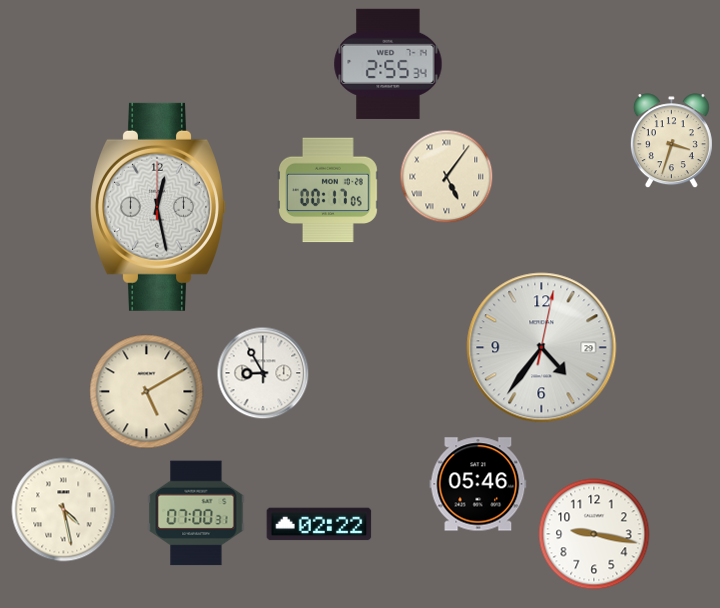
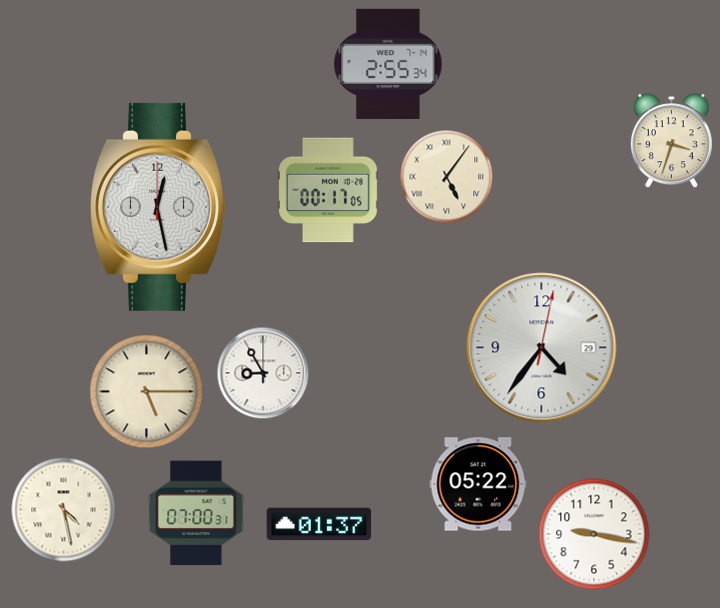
clock at (147, 392): 5:10 -> 5:15
clock at (478, 484): 05:46 -> 05:22
clock at (319, 524): 02:22 -> 01:37
